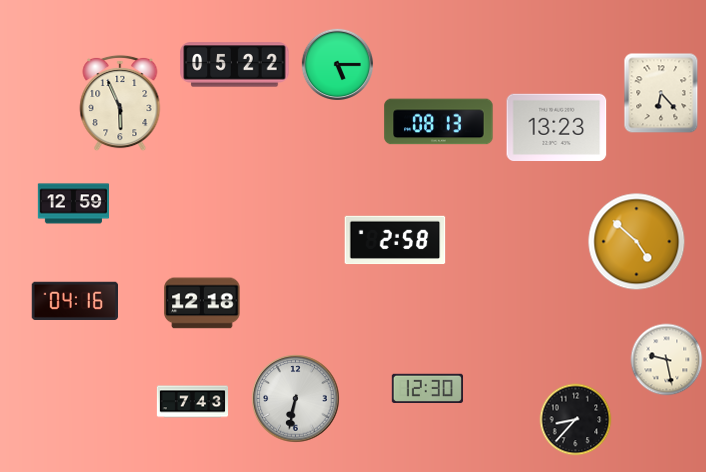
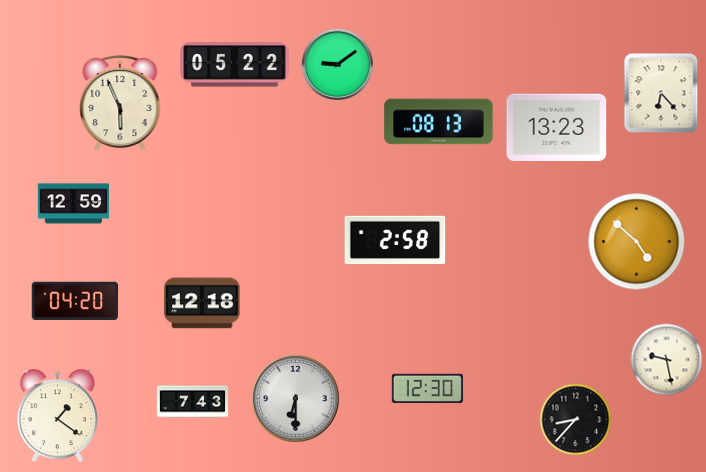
clock at (337, 64): 5:15 -> 9:09
clock at (75, 301): 04:16 -> 04:20
clock at (296, 399): 6:32 -> 6:30
clock at (57, 416): none -> 1:21
